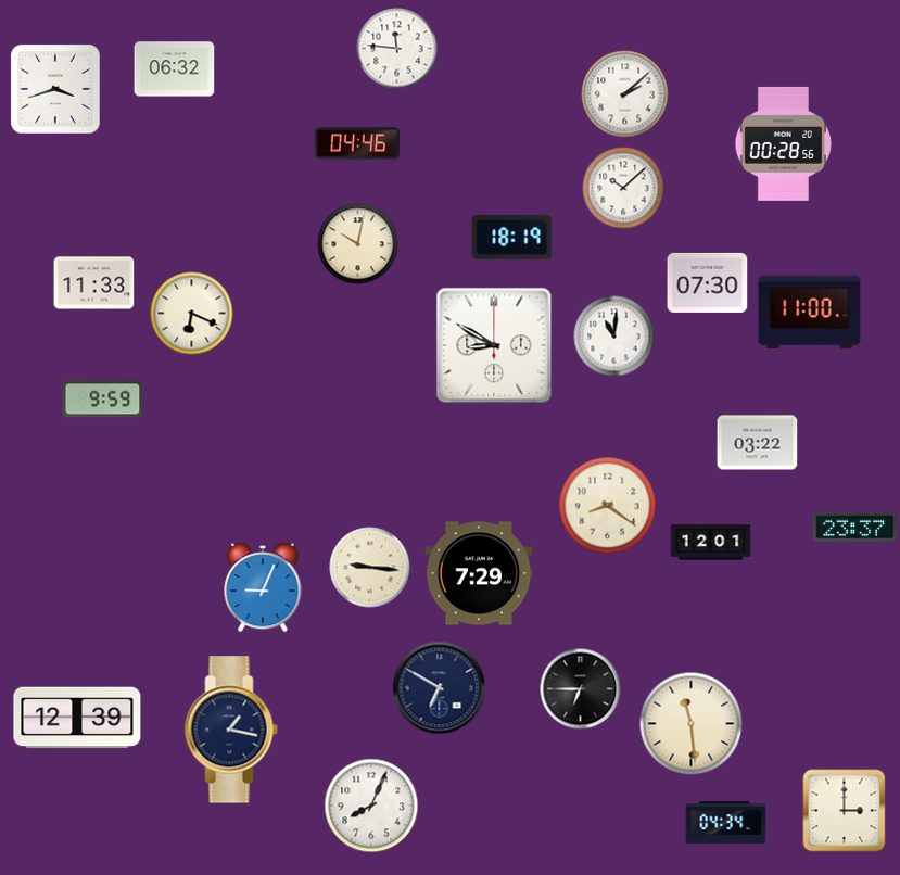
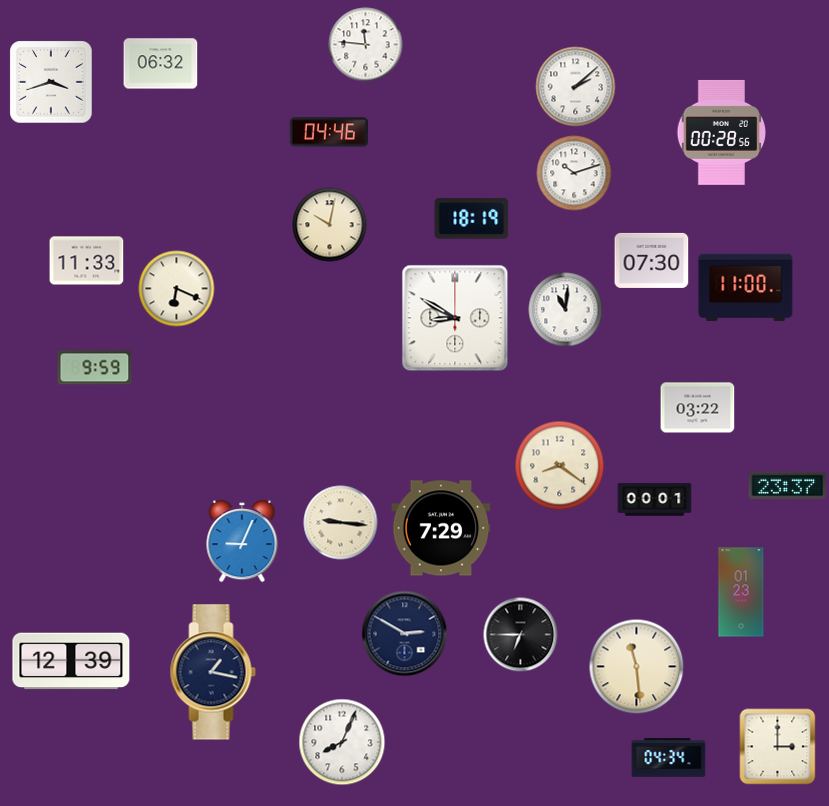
clock at (623, 188): 10:08 -> 10:12
clock at (711, 543): 12:01 -> 00:01
clock at (741, 592): none -> 01:23
clock at (440, 688): 6:50 -> 2:50
clock at (581, 689) position: (581, 689) -> (521, 635)
